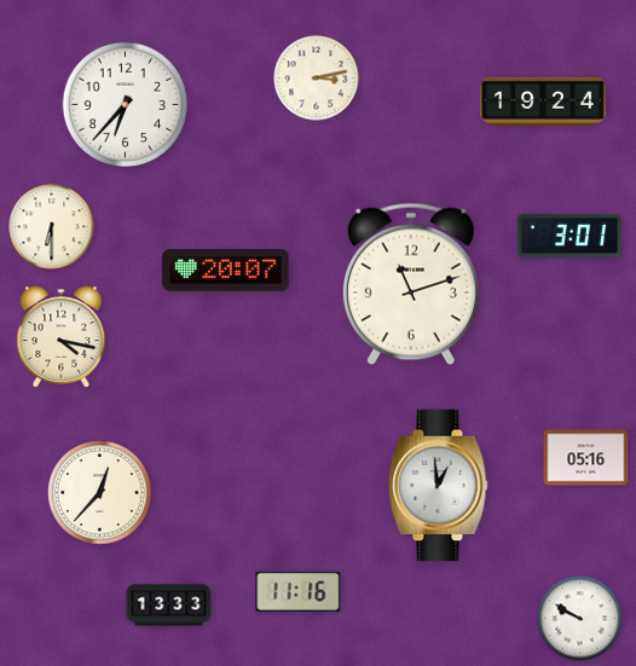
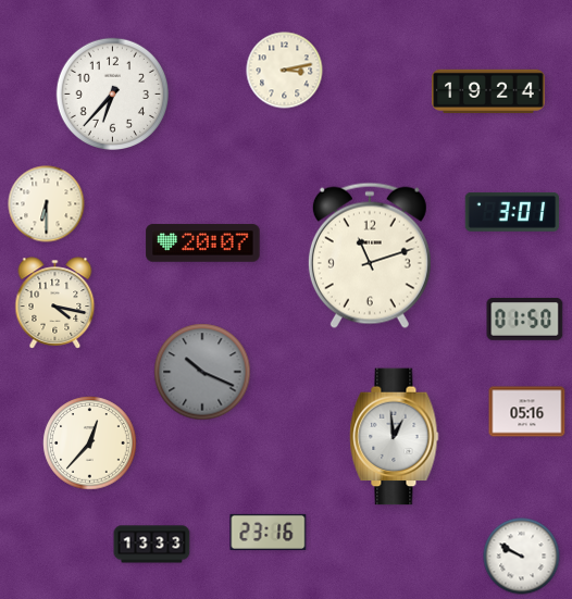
clock at (525, 320): none -> 01:50
clock at (202, 372): none -> 10:19
clock at (299, 591): 11:16 -> 23:16
